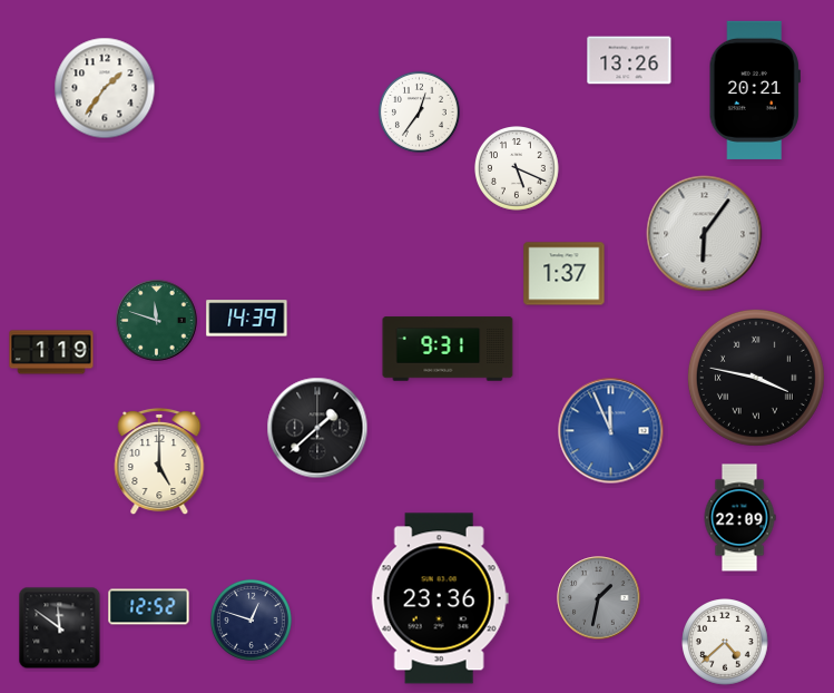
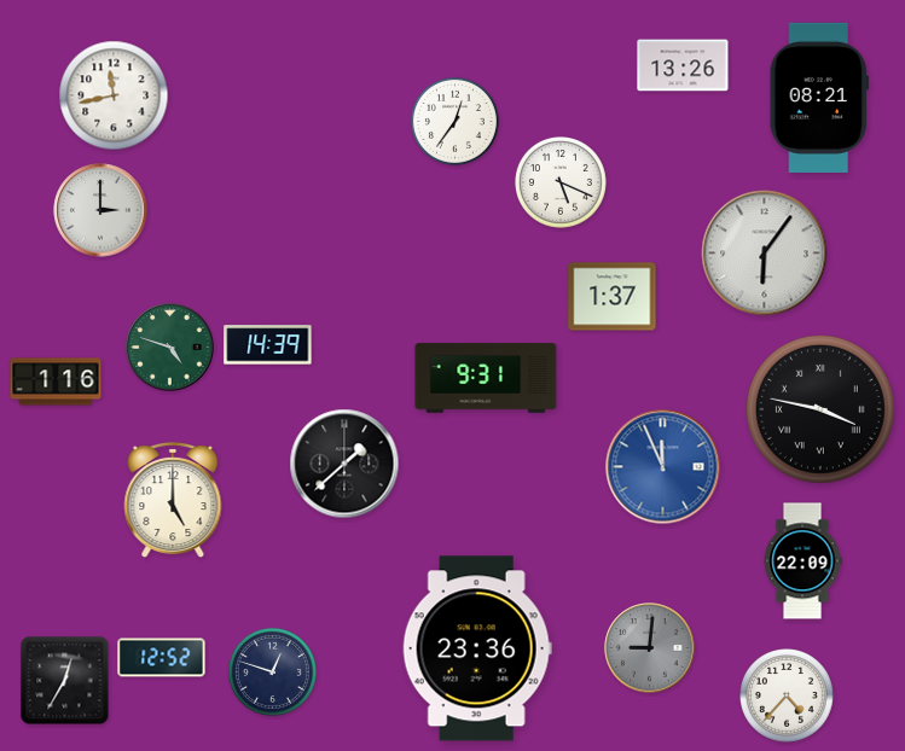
clock at (105, 88): 1:36 -> 11:43
clock at (755, 90): 20:21 -> 08:21
clock at (100, 210): none -> 3:00
clock at (157, 321): 11:48 -> 4:48
clock at (51, 352): 1:19 -> 1:16
clock at (599, 598): 1:32 -> 9:01
clock at (60, 628): 11:51 -> 12:35
clock at (725, 642): 4:38 -> 4:37
